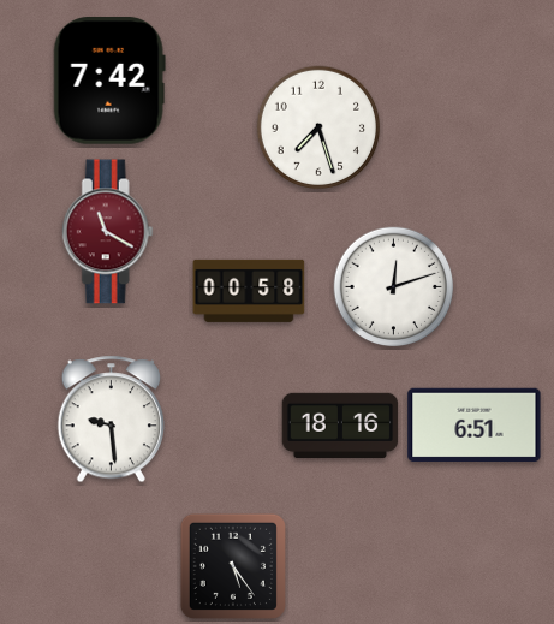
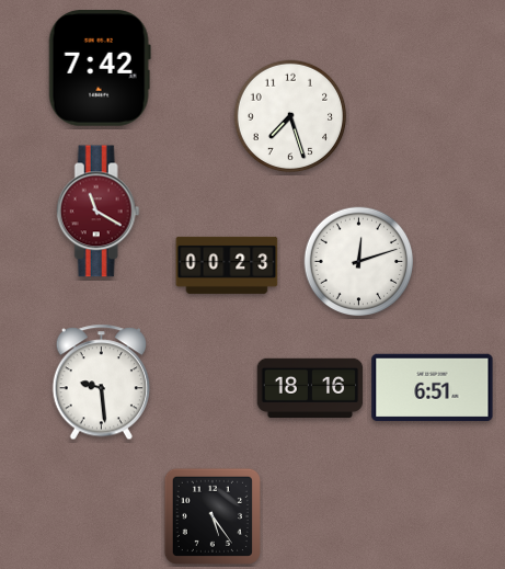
clock at (109, 82) position: (109, 82) -> (100, 69)
clock at (249, 291): 00:58 -> 00:23
